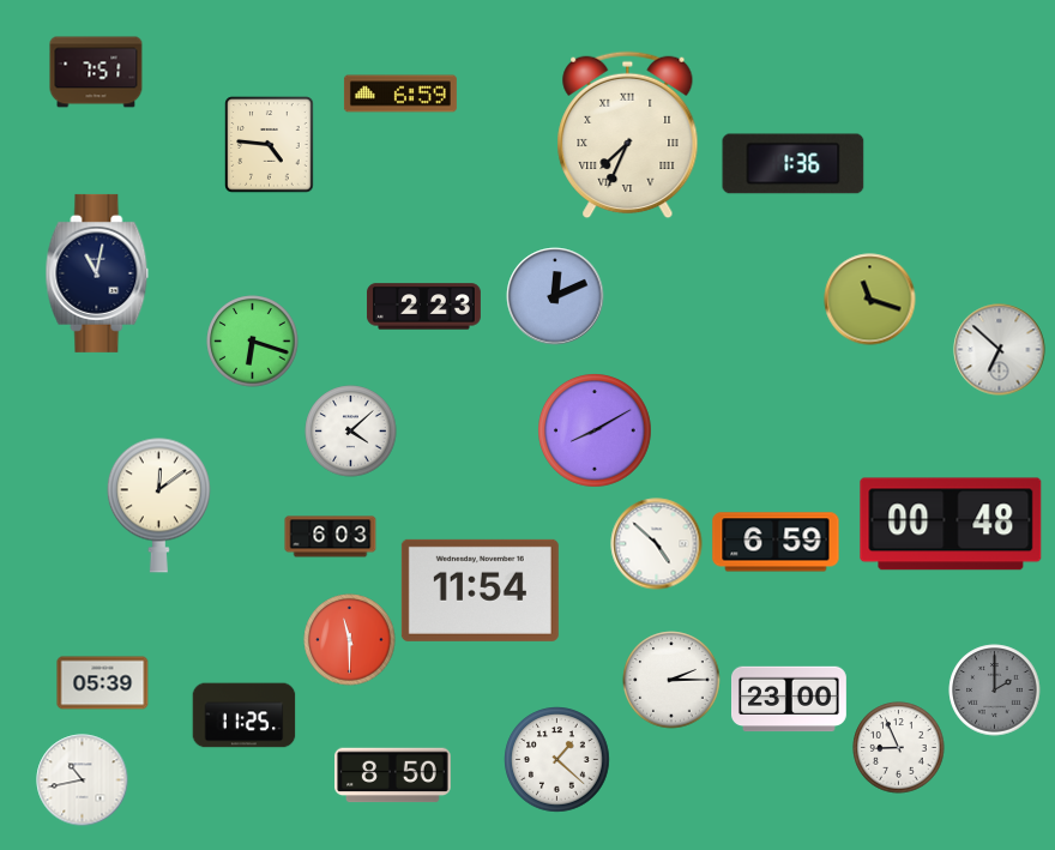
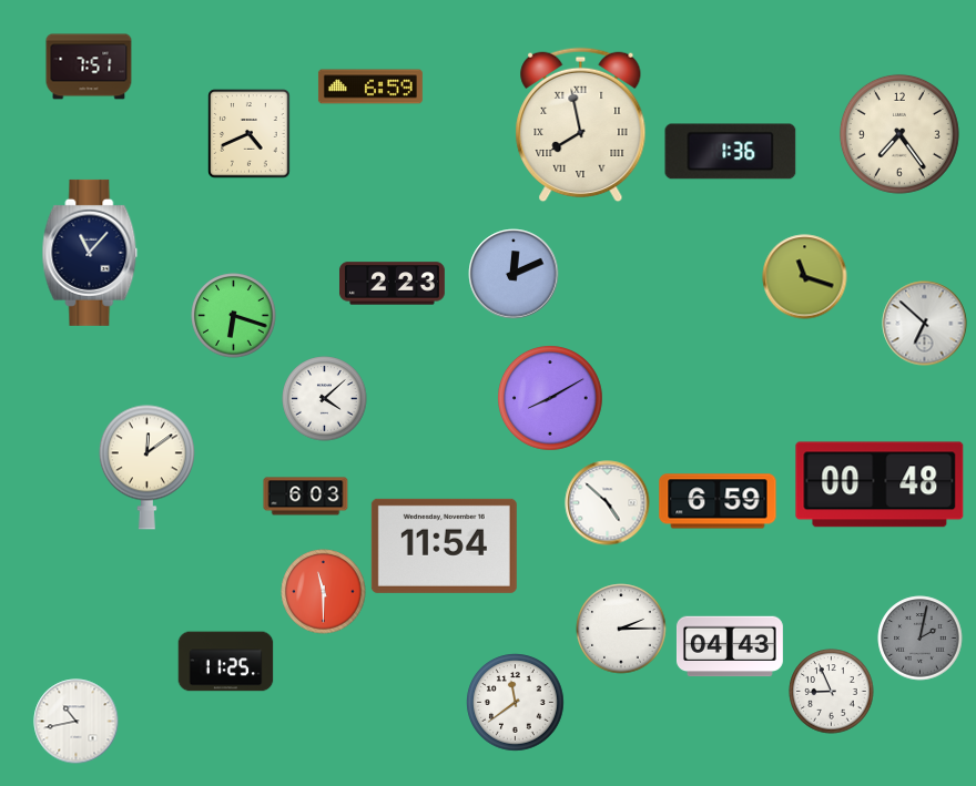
clock at (628, 135): 7:34 -> 7:58
clock at (270, 145): 4:46 -> 4:41
clock at (899, 134): none -> 7:24
clock at (794, 164) position: (794, 164) -> (731, 152)
clock at (97, 273): 11:02 -> 11:07
clock at (103, 683): 05:39 -> none
clock at (995, 691): 2:00 -> 2:02
clock at (789, 699): 23:00 -> 04:43
clock at (557, 760): 1:22 -> 11:39
clock at (393, 776): 8:50 -> none
